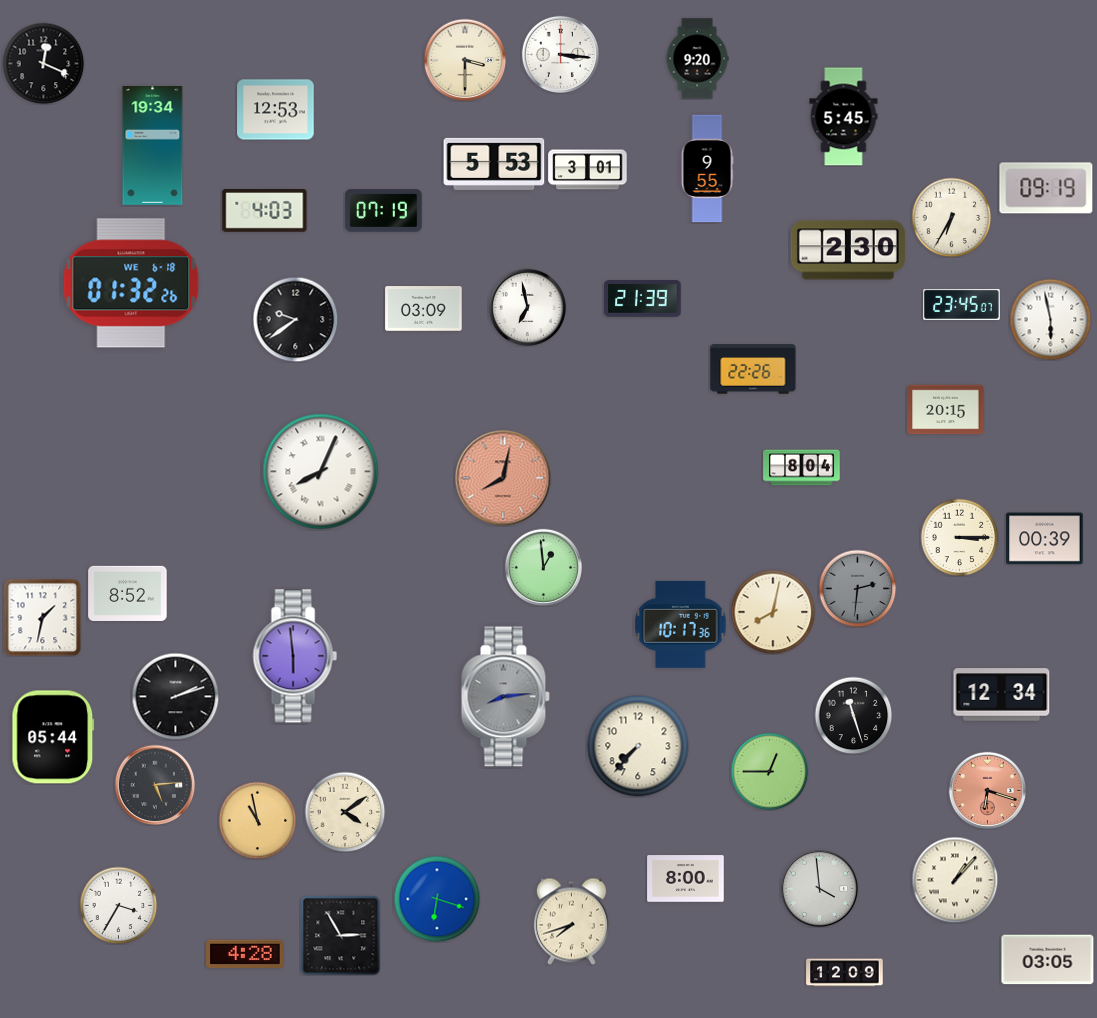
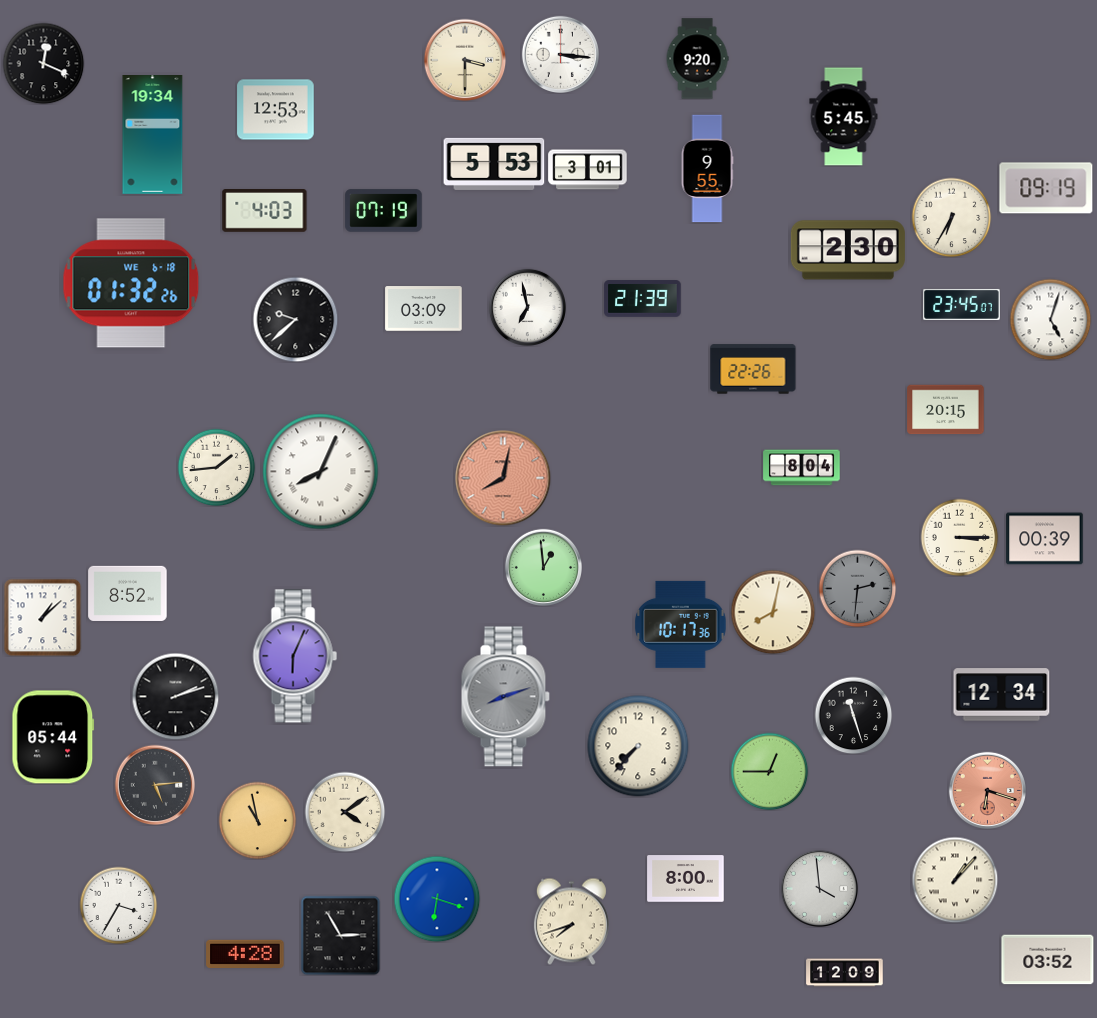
clock at (153, 146) position: (153, 146) -> (153, 135)
clock at (295, 319): 9:39 -> 9:38
clock at (1050, 319): 5:58 -> 5:03
clock at (216, 467): none -> 1:44
clock at (42, 617): 1:32 -> 1:08
clock at (295, 656): 5:59 -> 6:04
clock at (505, 697): 8:14 -> 8:12
clock at (1048, 960): 03:05 -> 03:52
